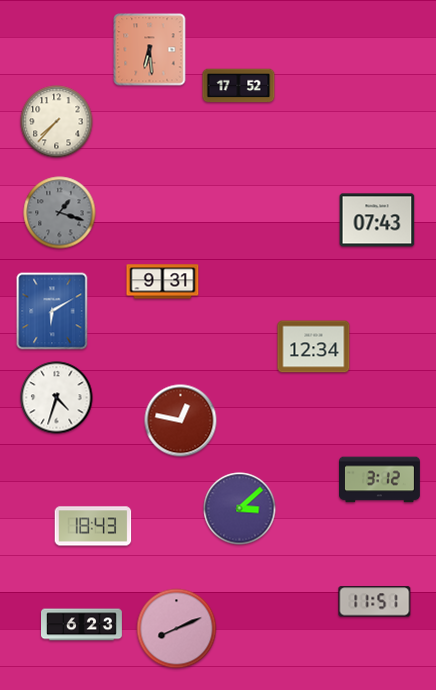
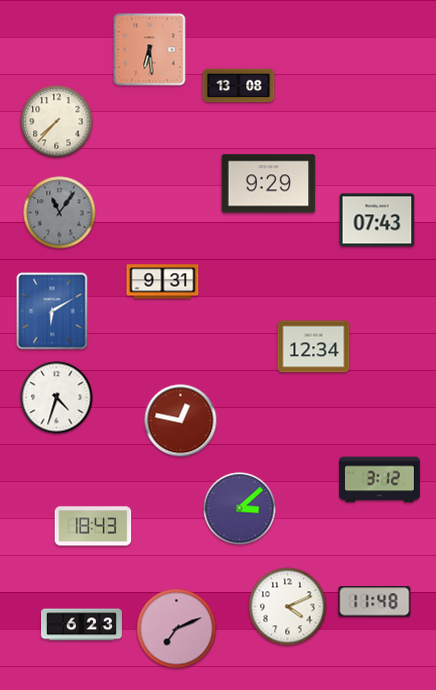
clock at (239, 86): 17:52 -> 13:08
clock at (269, 184): none -> 9:29
clock at (60, 213): 1:18 -> 11:06
clock at (375, 602): 11:51 -> 11:48
clock at (288, 607): none -> 4:11
clock at (177, 629): 8:11 -> 7:11
